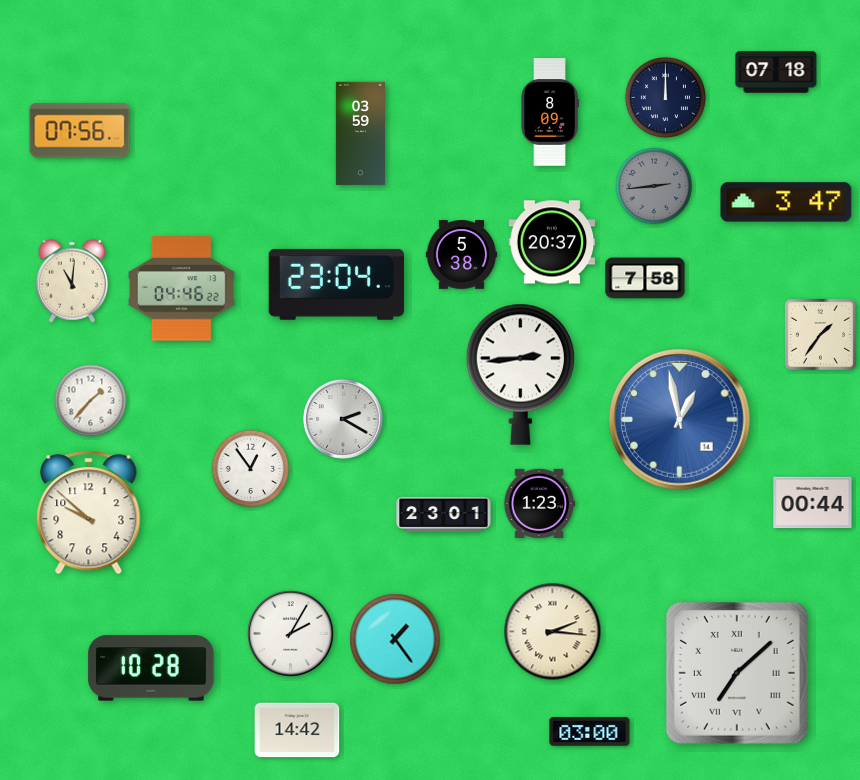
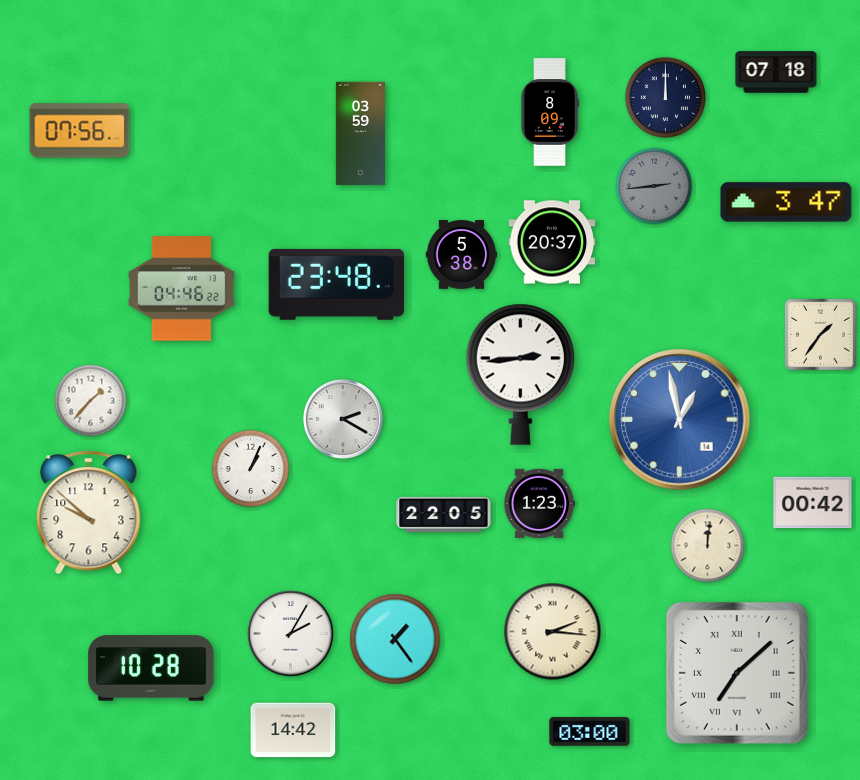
clock at (645, 278): 7:58 -> none
clock at (72, 281): 11:01 -> none
clock at (336, 284): 23:04 -> 23:48
clock at (251, 469): 12:54 -> 1:04
clock at (813, 503): 00:44 -> 00:42
clock at (444, 514): 23:01 -> 22:05
clock at (708, 546): none -> 12:01
clock at (297, 730) position: (297, 730) -> (293, 730)
